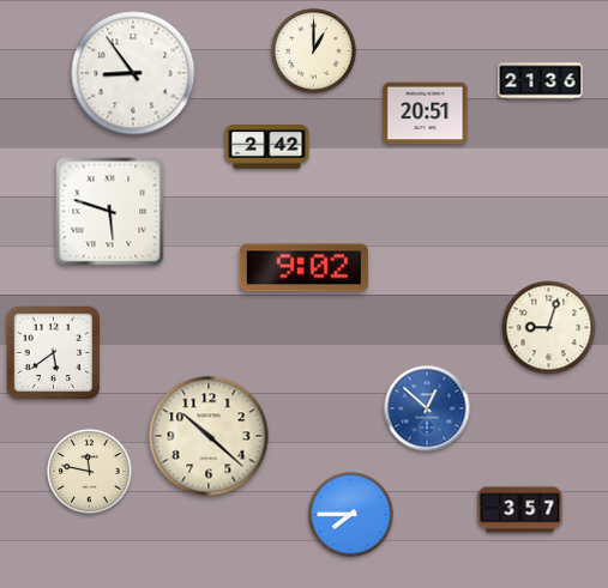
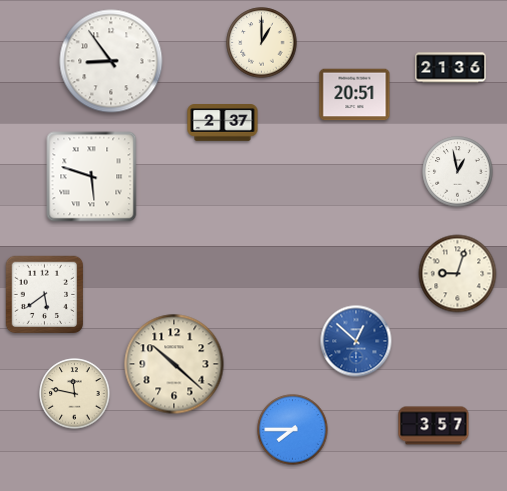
clock at (267, 147): 2:42 -> 2:37
clock at (458, 172): none -> 12:58
clock at (303, 268): 9:02 -> none
